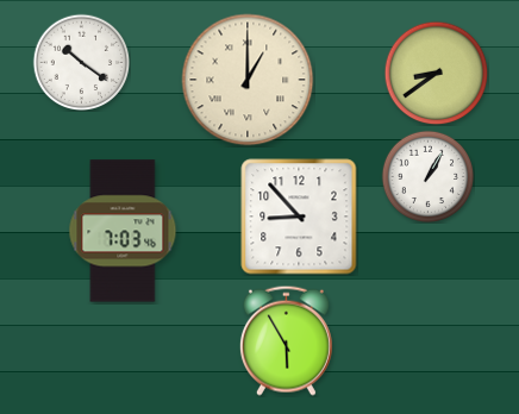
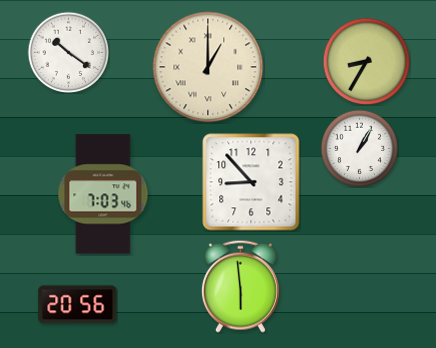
clock at (436, 73): 8:39 -> 8:35
clock at (286, 340): 5:55 -> 5:59
clock at (78, 305): none -> 20:56
